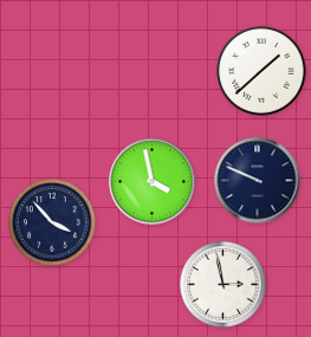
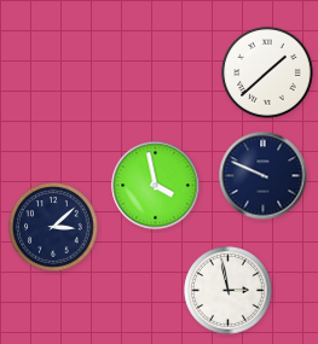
clock at (258, 181) position: (258, 181) -> (264, 176)
clock at (52, 222): 3:53 -> 3:08
